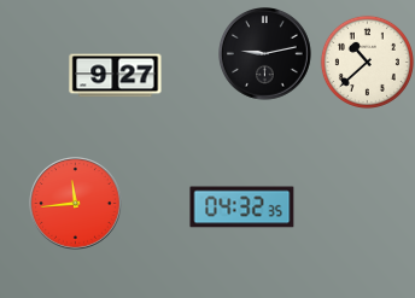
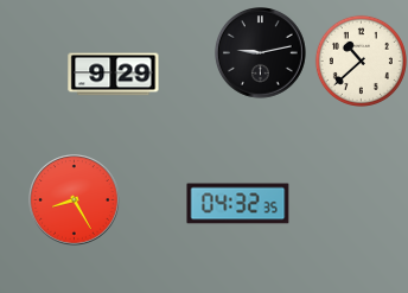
clock at (116, 76): 9:27 -> 9:29
clock at (76, 204): 11:44 -> 8:25
